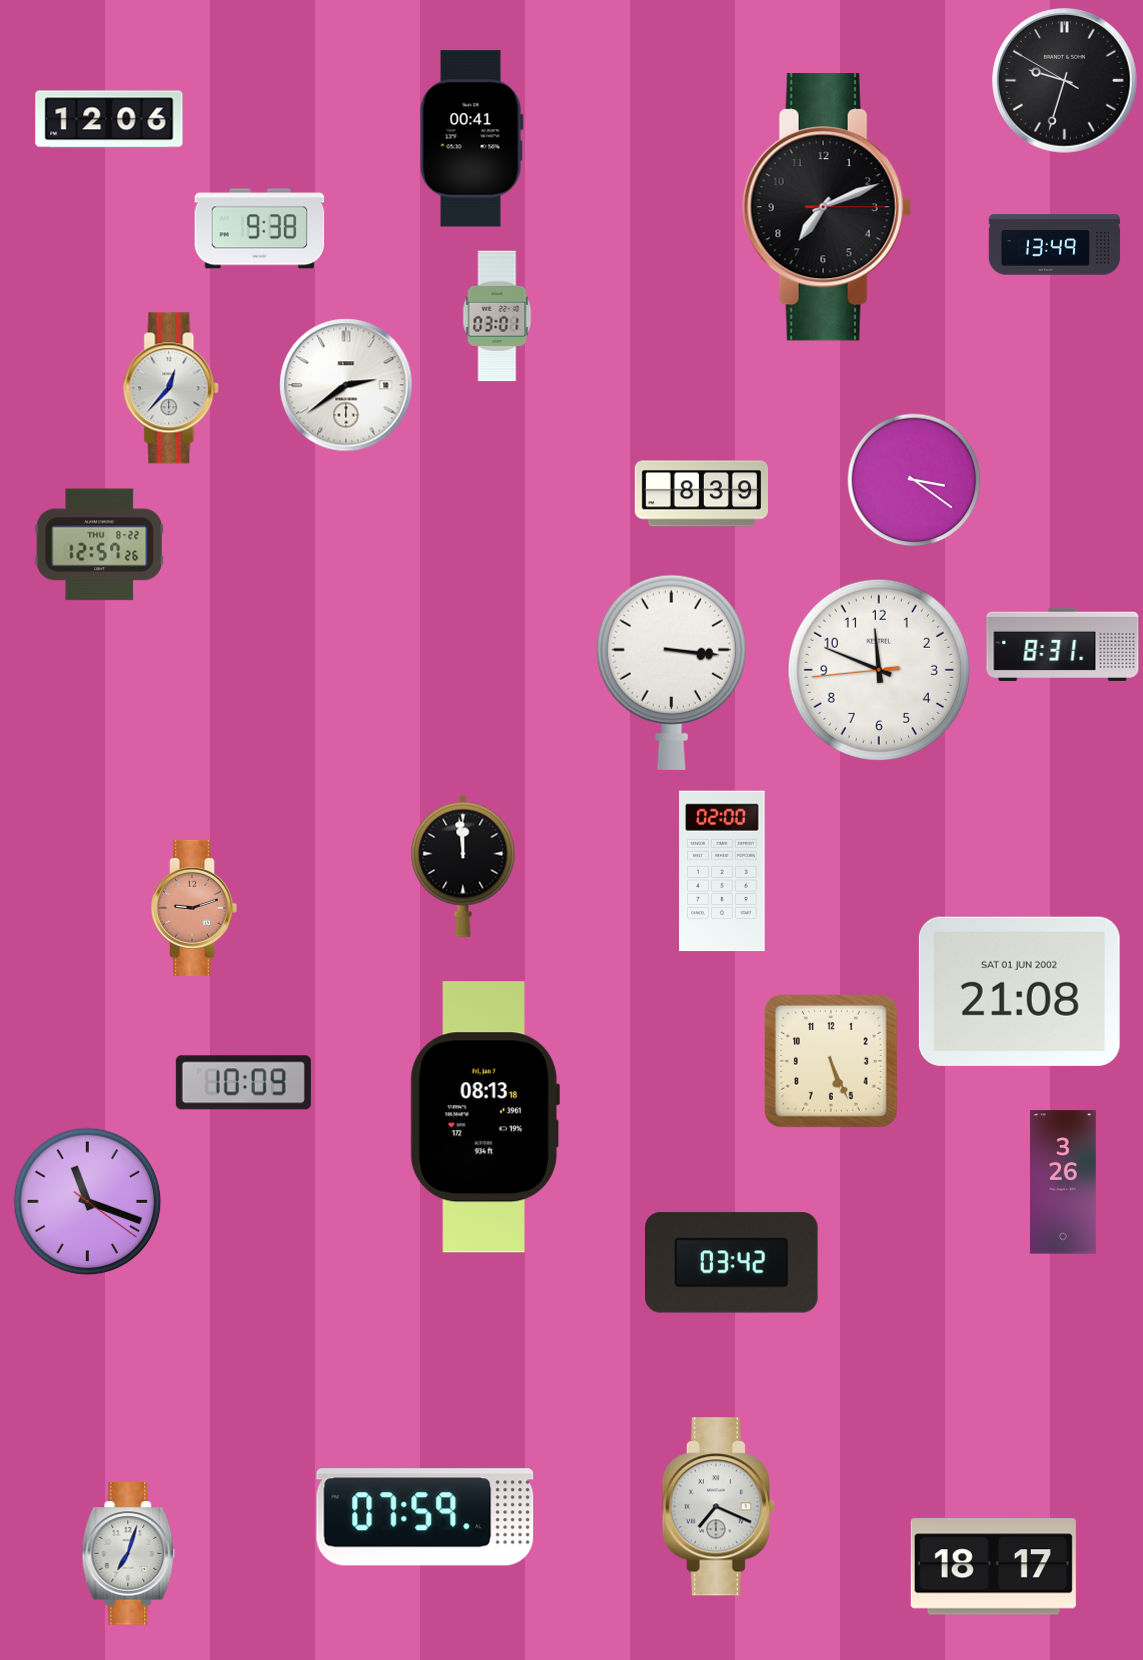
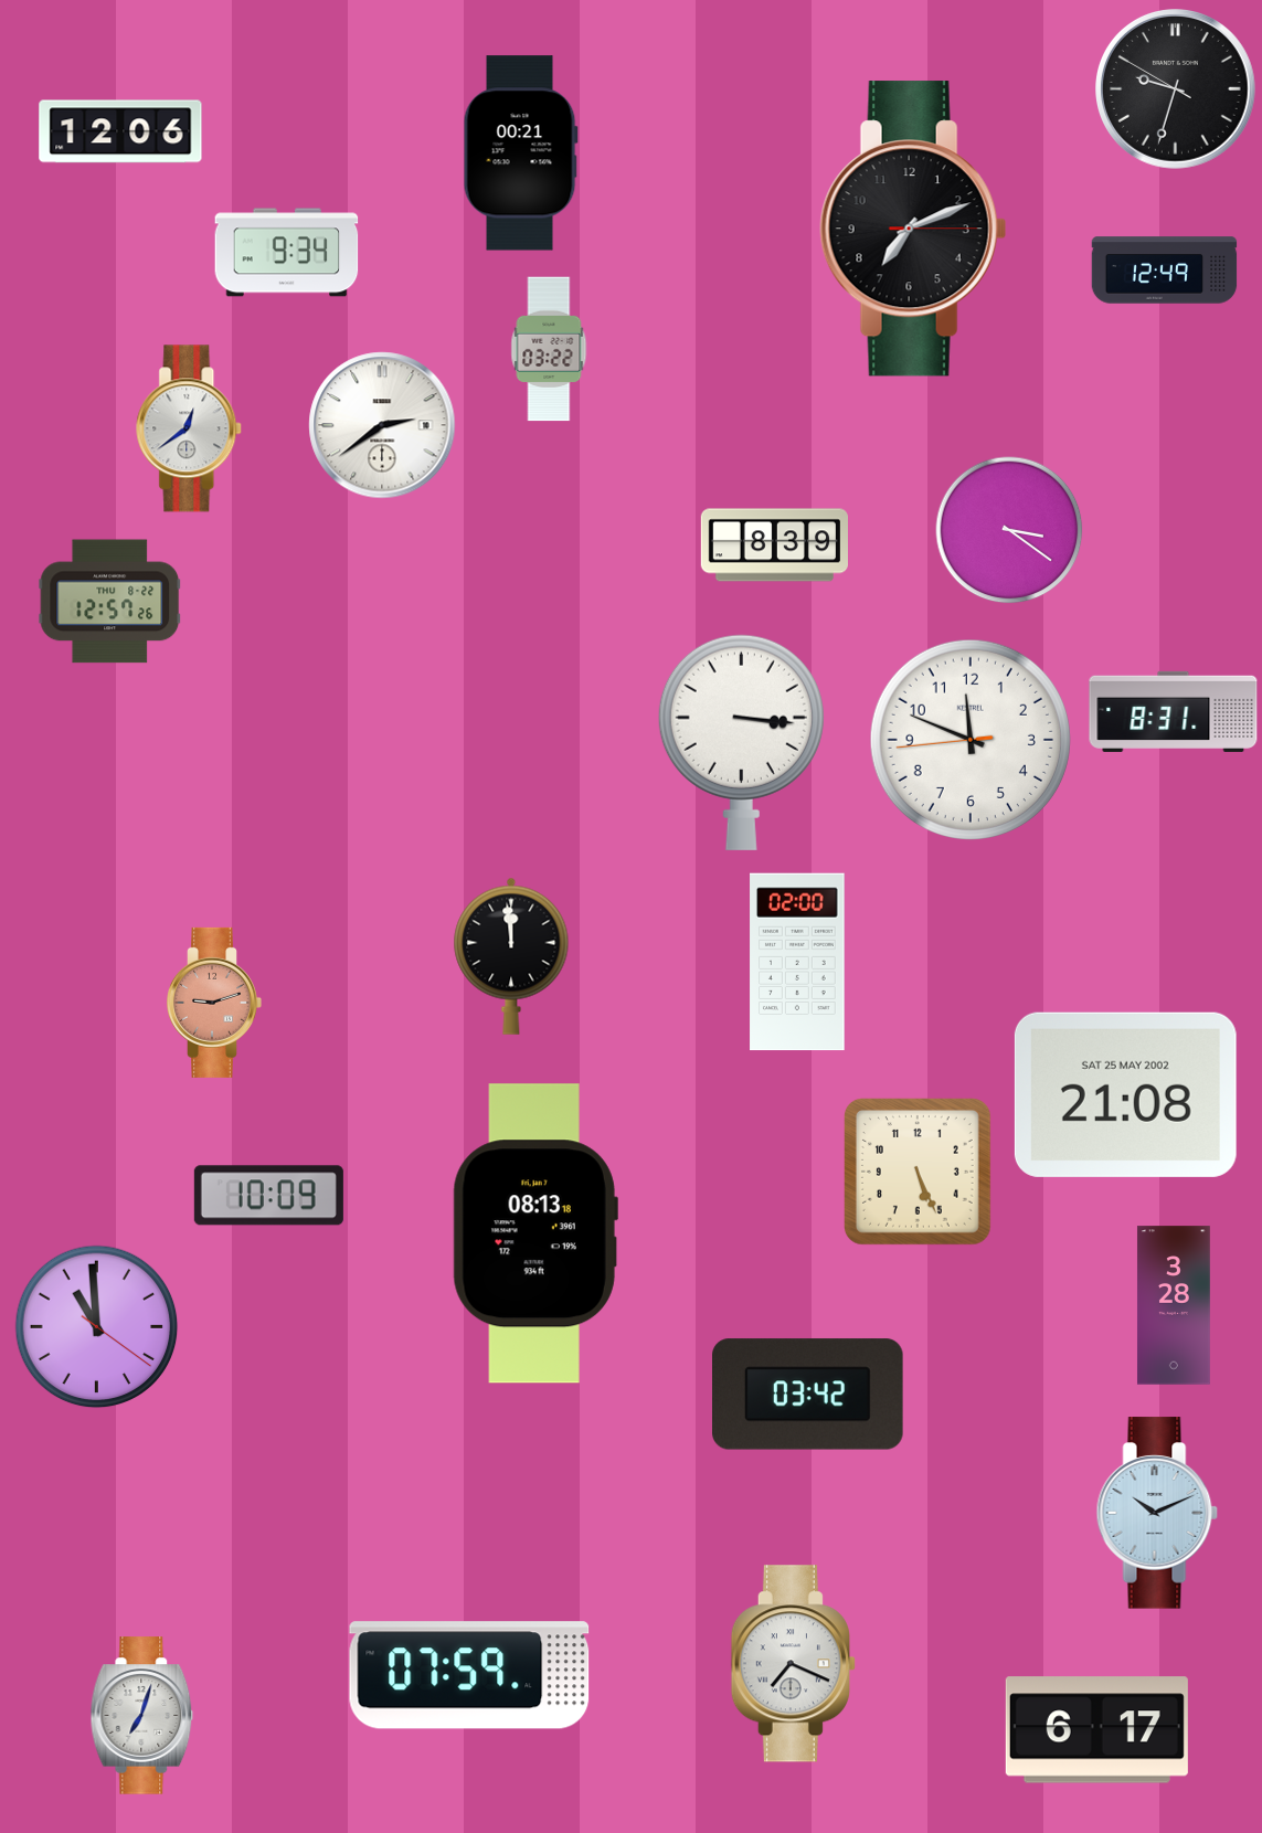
clock at (471, 139): 00:41 -> 00:21
clock at (260, 229): 9:38 -> 9:34
clock at (1055, 245): 13:49 -> 12:49
clock at (497, 316): 03:01 -> 03:22
clock at (172, 388): 12:37 -> 12:39
clock at (1019, 991) date: SAT 01 JUN 2002 -> SAT 25 MAY 2002
clock at (1063, 1182): 3:26 -> 3:28
clock at (88, 1202): 11:18 -> 10:59
clock at (1157, 1513): none -> 10:11
clock at (993, 1567): 18:17 -> 6:17
